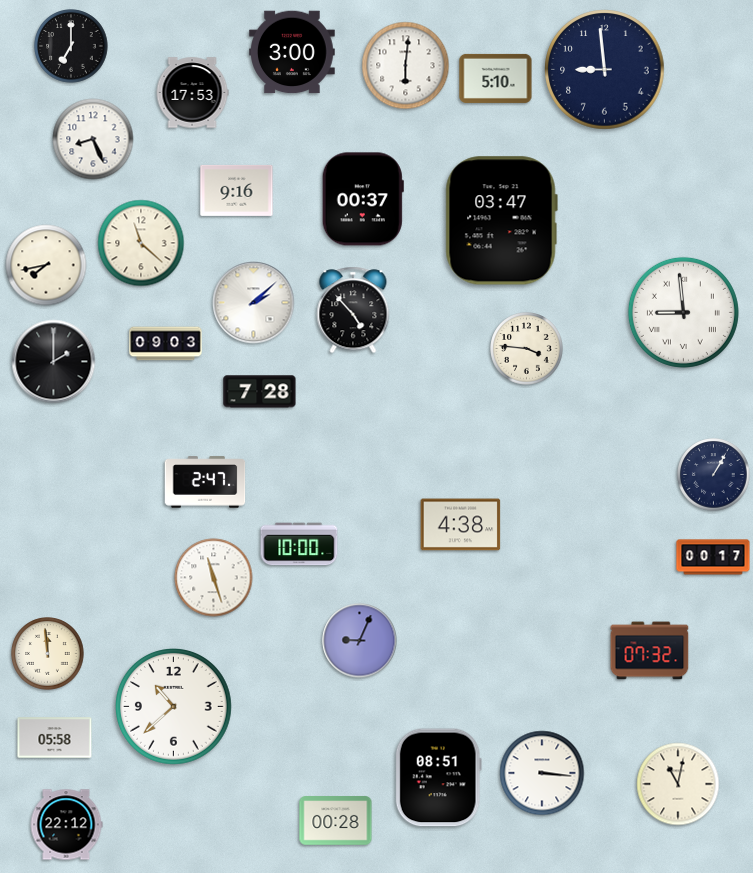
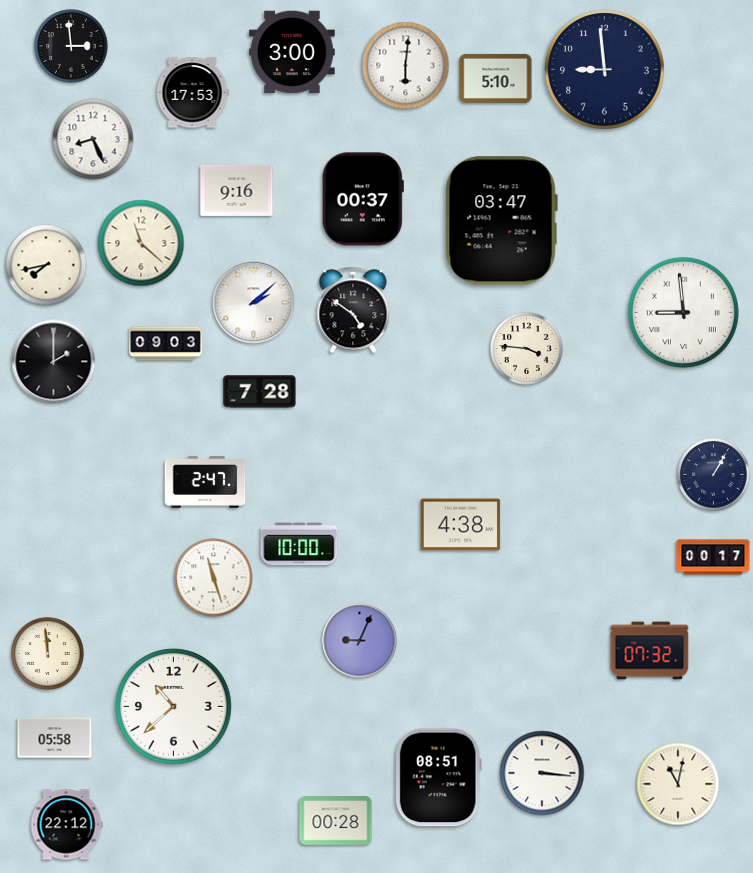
clock at (71, 46): 7:00 -> 2:59
clock at (353, 310): 4:53 -> 4:51
